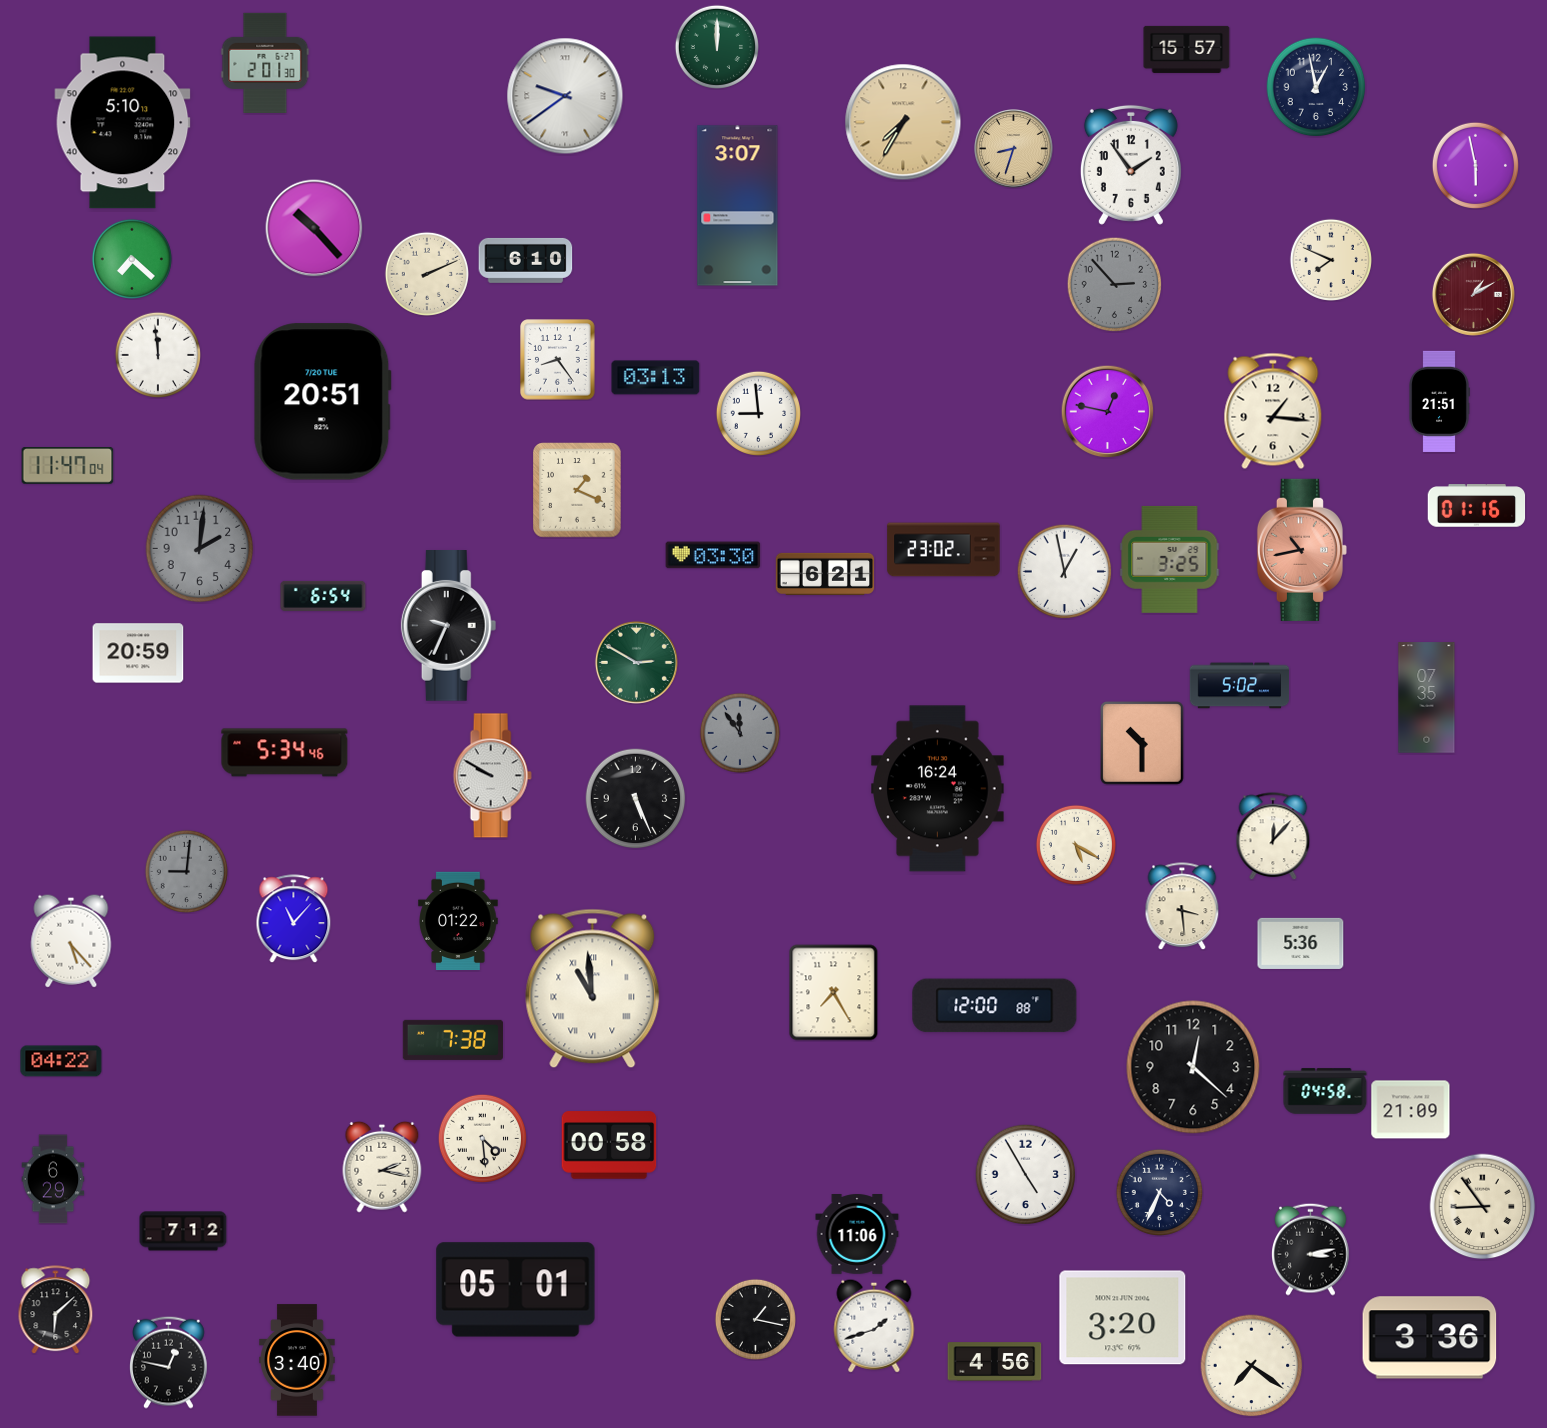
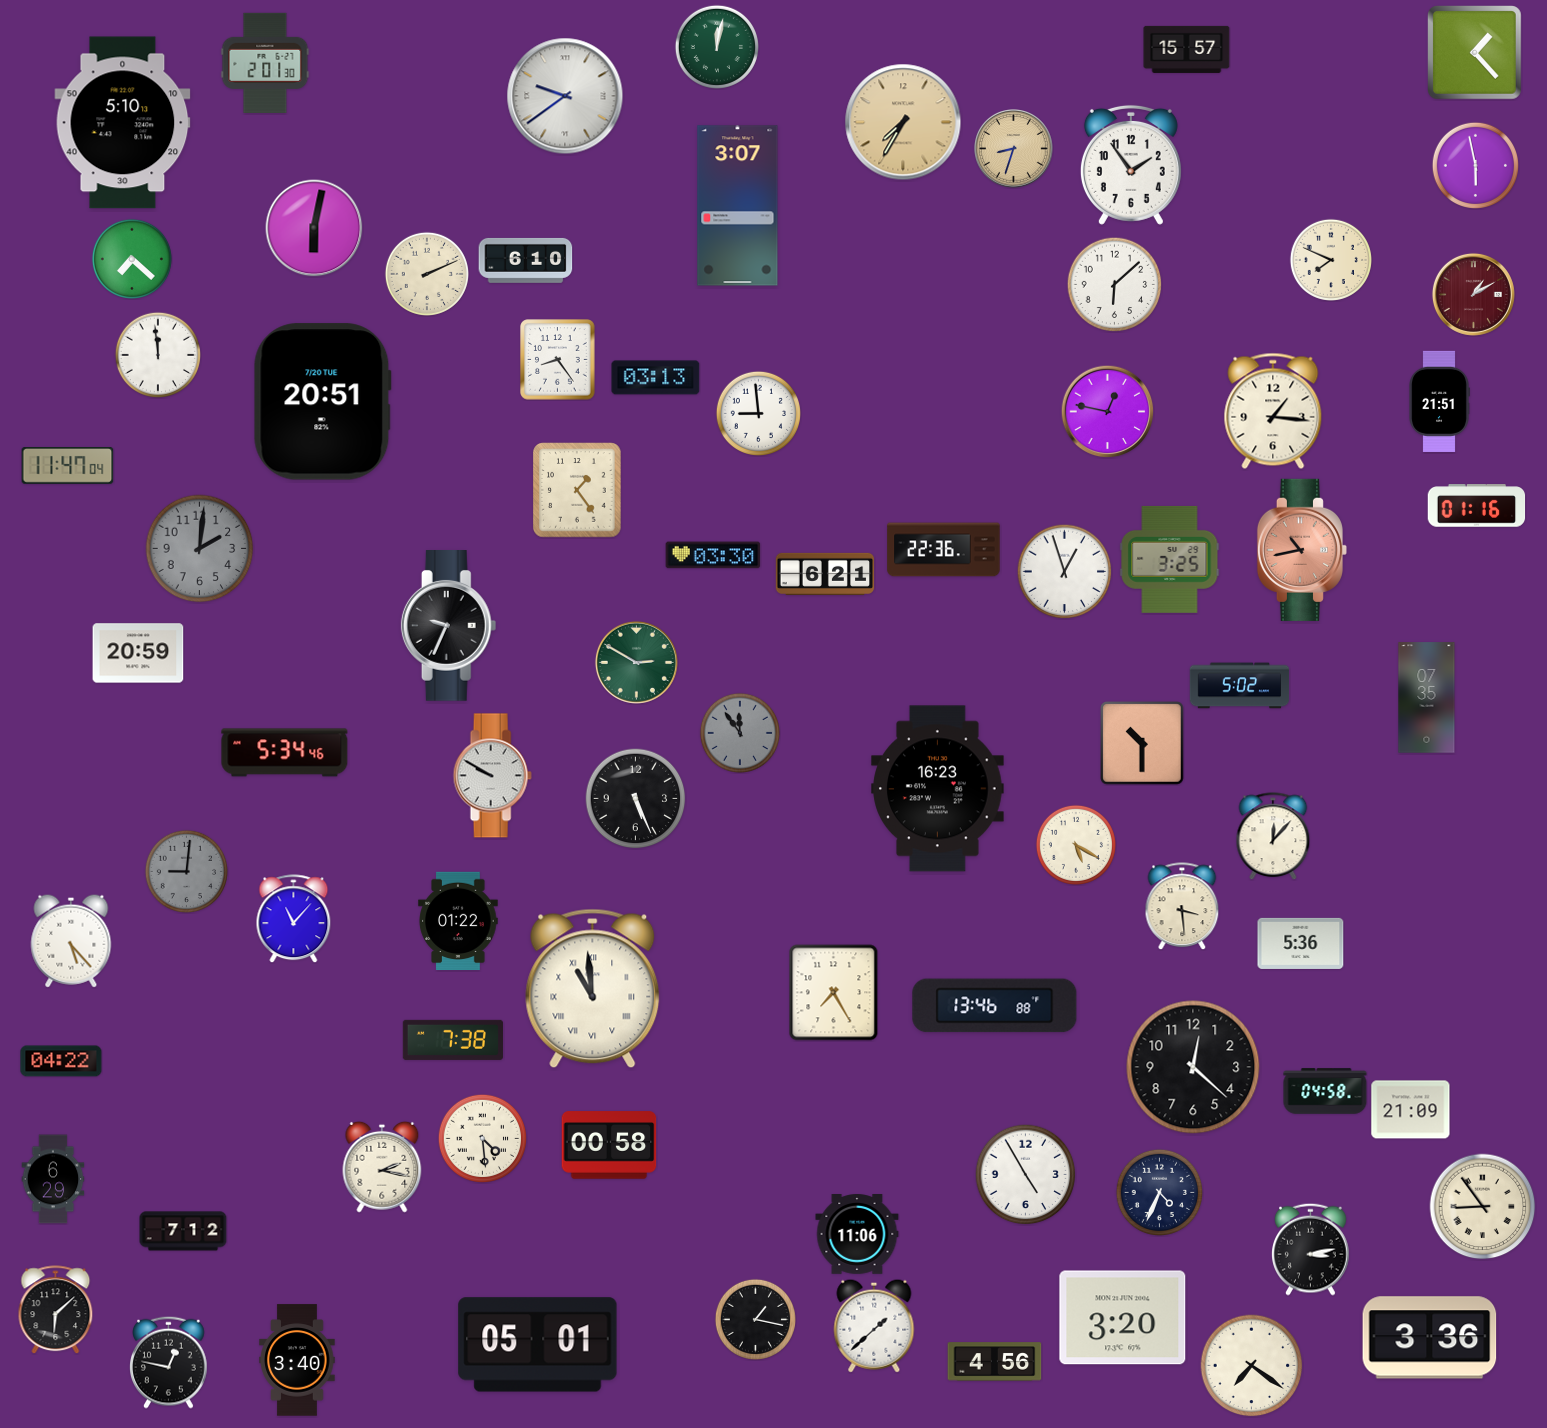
clock at (716, 46): 12:00 -> 12:02
clock at (1475, 53): none -> 1:23
clock at (1316, 87): 12:58 -> none
clock at (314, 228): 10:23 -> 6:02
clock at (1114, 284): 2:53 -> 6:08
clock at (1114, 284) dial: grey -> white
clock at (578, 490): 1:19 -> 1:24
clock at (944, 550): 23:02 -> 22:36
clock at (1064, 571): 12:58 -> 12:57
clock at (323, 596): 6:54 -> none
clock at (938, 789): 16:24 -> 16:23
clock at (995, 1006): 12:00 -> 13:46
clock at (516, 1290) position: (516, 1290) -> (538, 1345)
clock at (874, 1326): 1:42 -> 1:38
